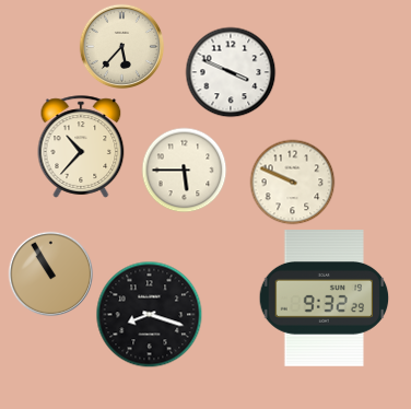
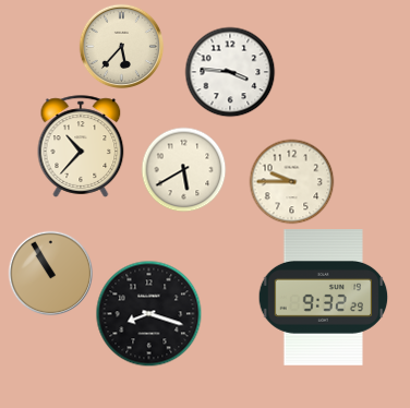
clock at (231, 72): 3:49 -> 3:46
clock at (184, 170): 5:45 -> 5:40
clock at (292, 182): 9:49 -> 9:45
